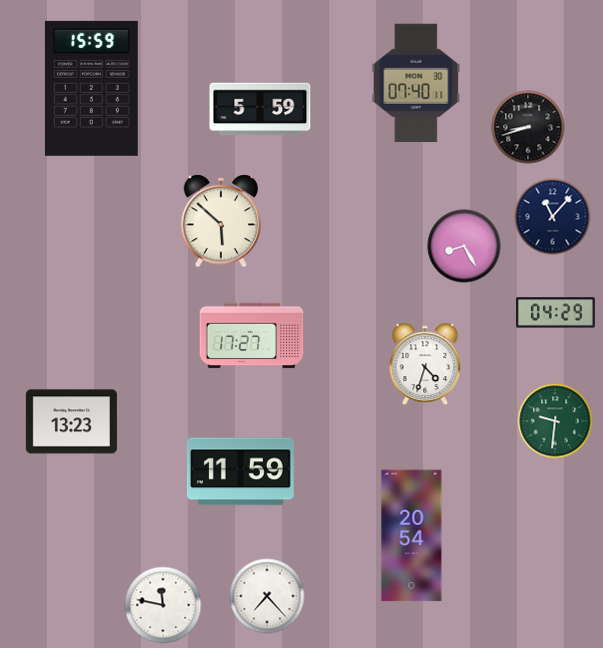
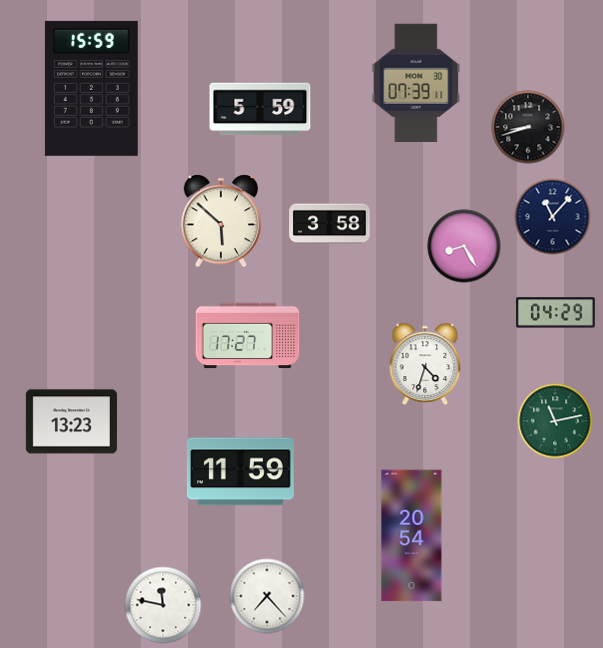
clock at (416, 82): 07:40 -> 07:39
clock at (330, 224): none -> 3:58
clock at (252, 336) position: (252, 336) -> (248, 336)
clock at (555, 421): 9:31 -> 11:13
